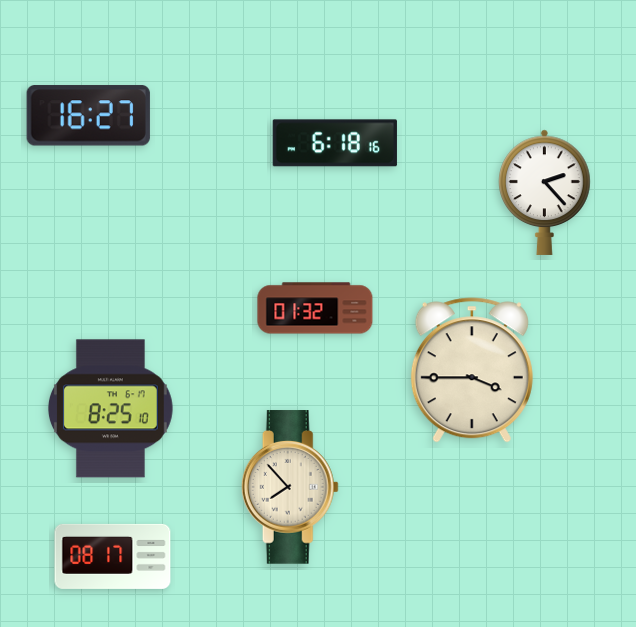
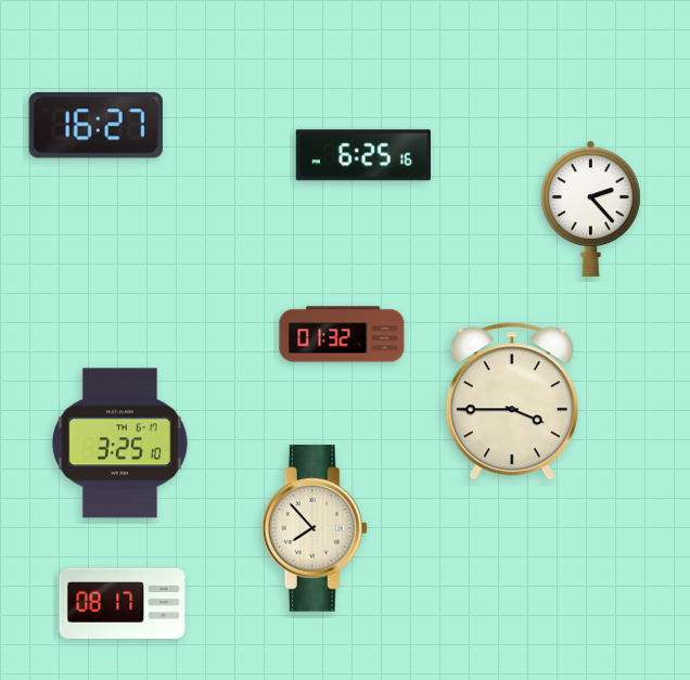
clock at (335, 143): 6:18 -> 6:25
clock at (110, 409): 8:25 -> 3:25
